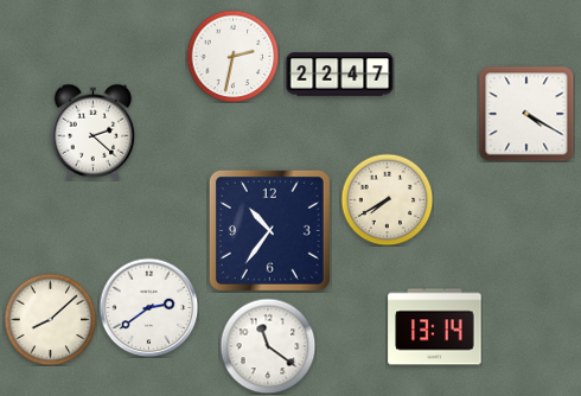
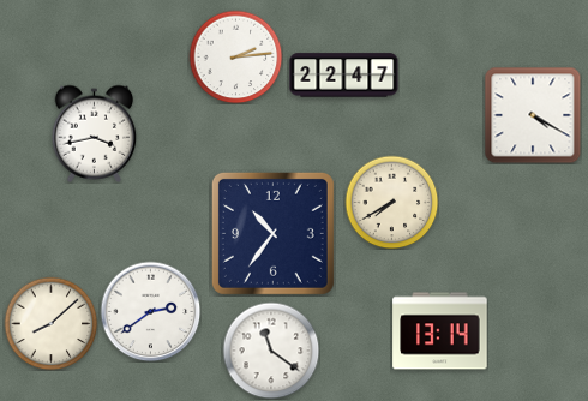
clock at (232, 56): 2:32 -> 2:14
clock at (94, 132): 2:22 -> 3:43
